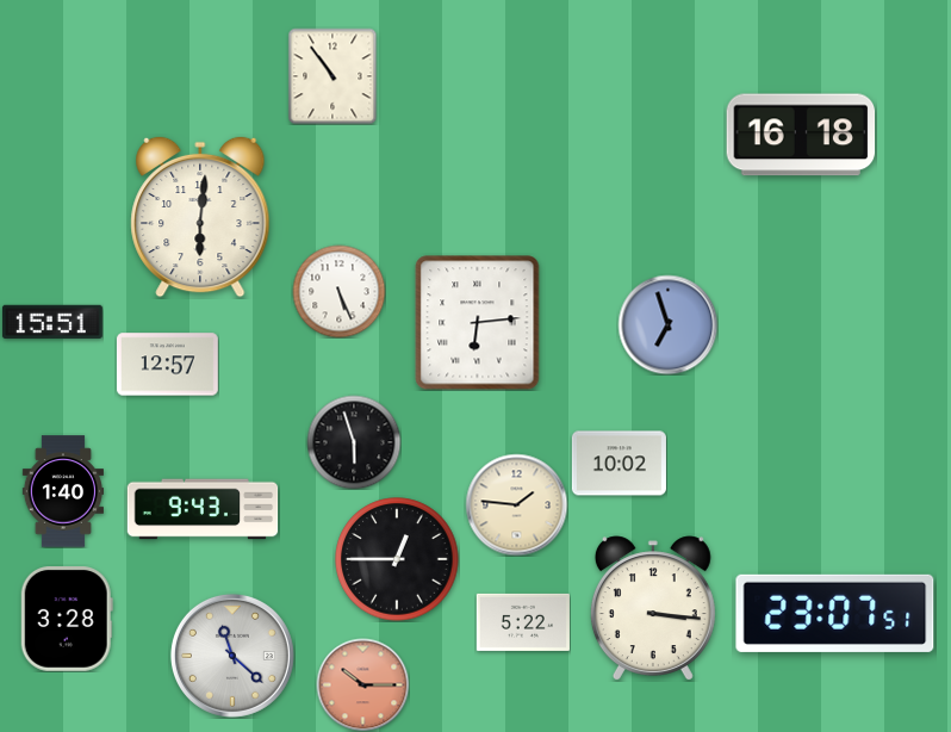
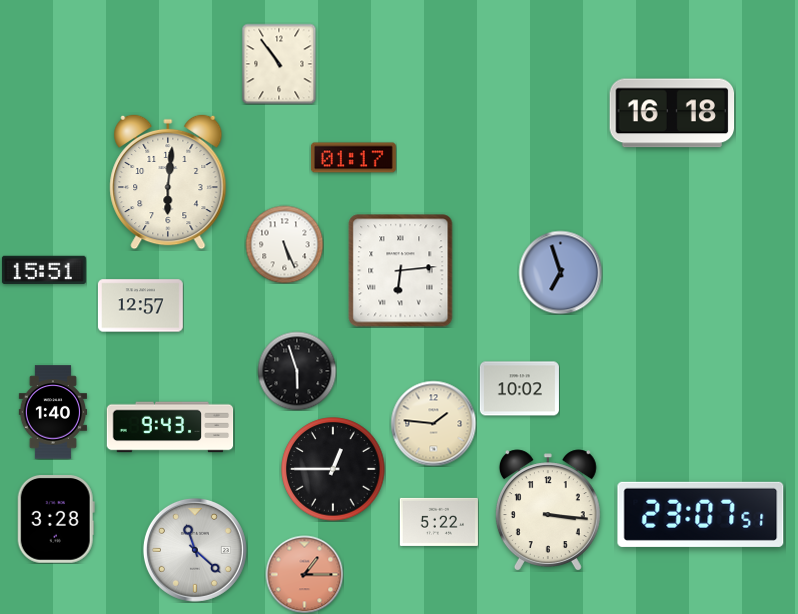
clock at (353, 158): none -> 01:17
clock at (362, 684): 10:15 -> 1:15
